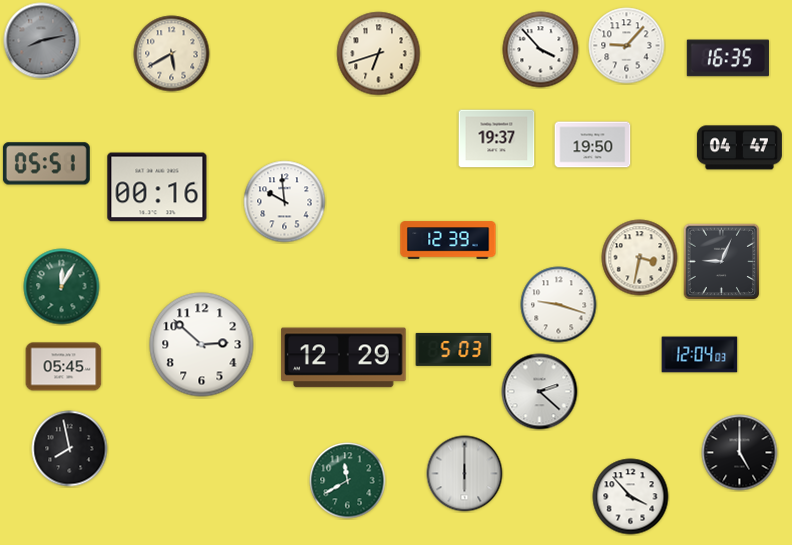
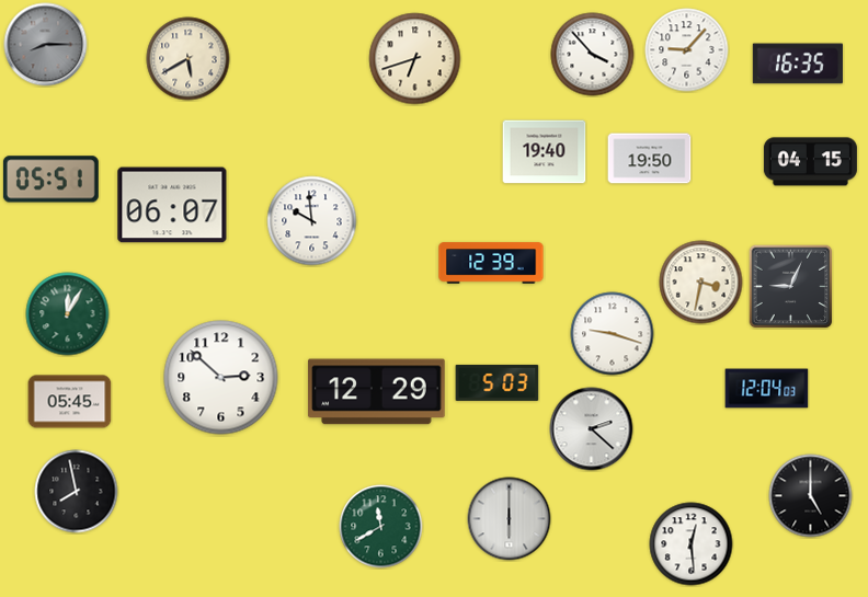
clock at (42, 41): 8:13 -> 8:15
clock at (497, 139): 19:37 -> 19:40
clock at (739, 148): 04:47 -> 04:15
clock at (157, 187): 00:16 -> 06:07
clock at (631, 497): 3:53 -> 12:29
